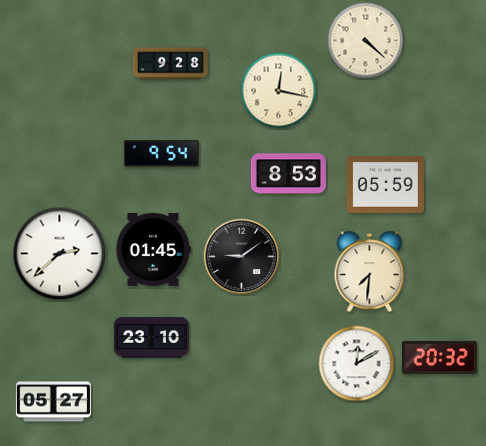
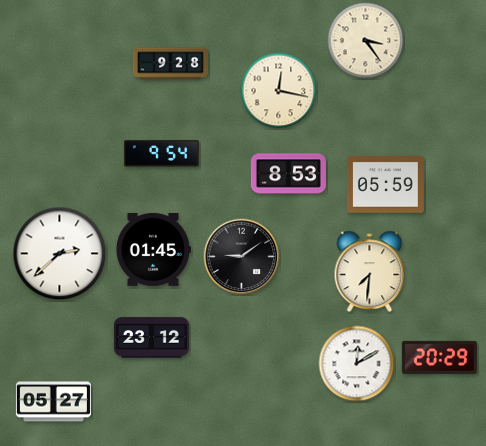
clock at (366, 41): 4:22 -> 3:24
clock at (151, 338): 23:10 -> 23:12
clock at (439, 357): 20:32 -> 20:29
